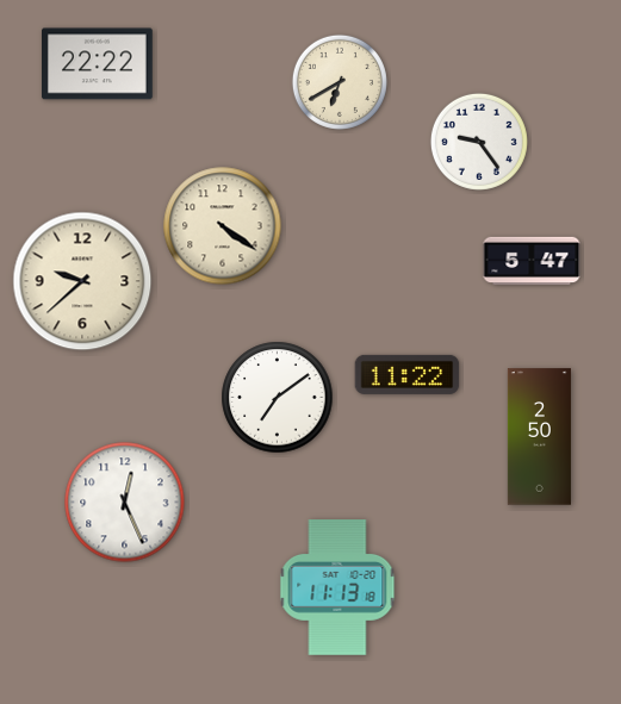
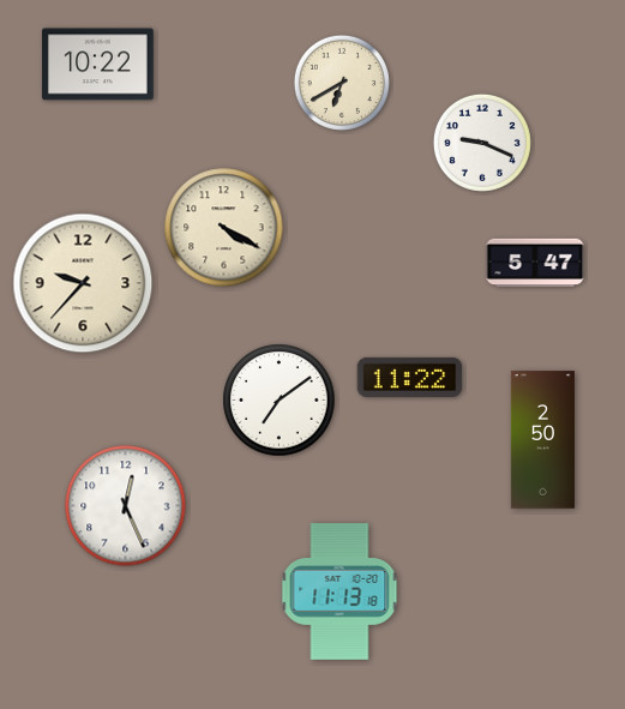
clock at (98, 64): 22:22 -> 10:22
clock at (479, 142): 9:24 -> 9:19
clock at (223, 226): 4:21 -> 4:20
clock at (82, 281): 9:38 -> 9:37
